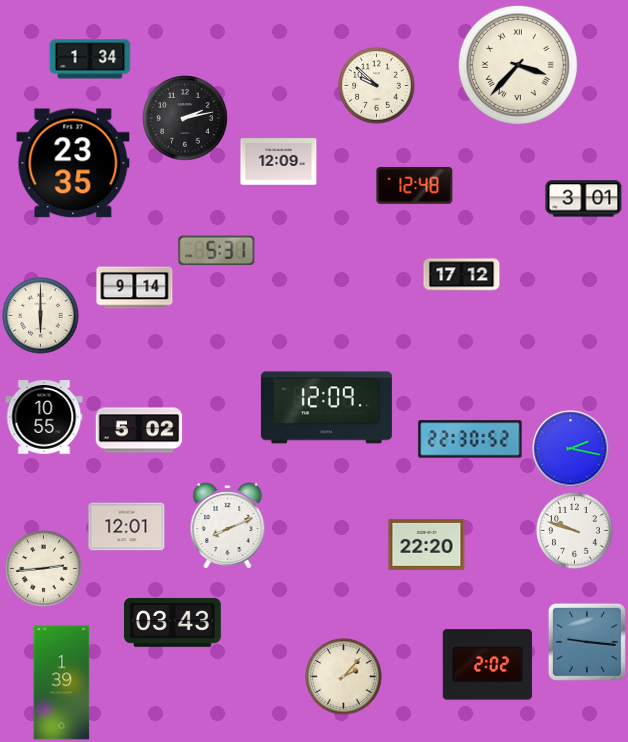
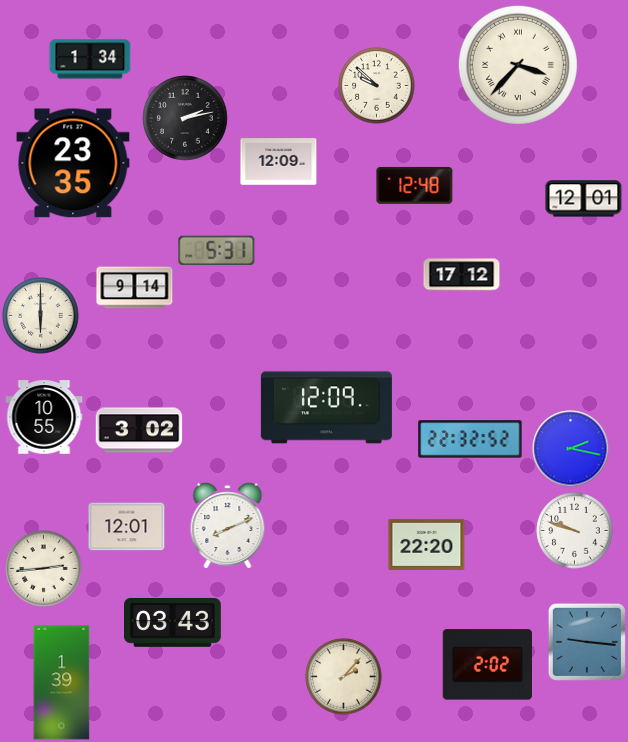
clock at (584, 199): 3:01 -> 12:01
clock at (139, 430): 5:02 -> 3:02
clock at (470, 439): 22:30 -> 22:32
